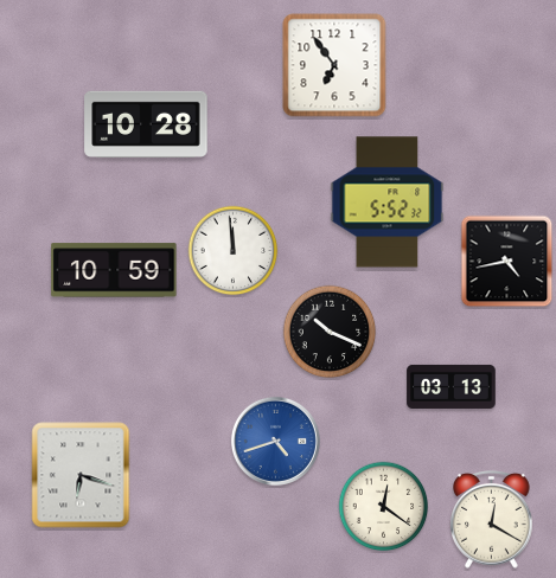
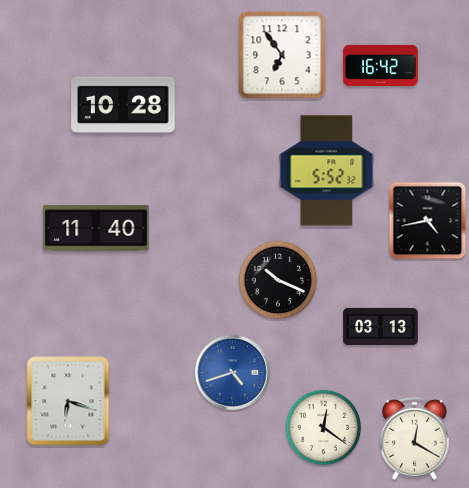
clock at (381, 65): none -> 16:42
clock at (234, 251): 11:59 -> none
clock at (114, 270): 10:59 -> 11:40
